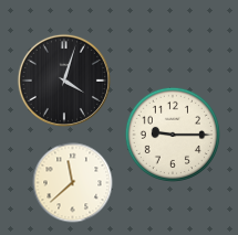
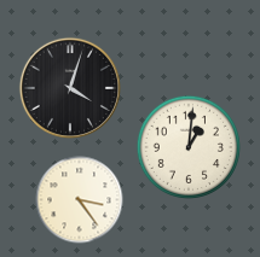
clock at (173, 135): 9:15 -> 1:01
clock at (73, 183): 11:38 -> 3:24
